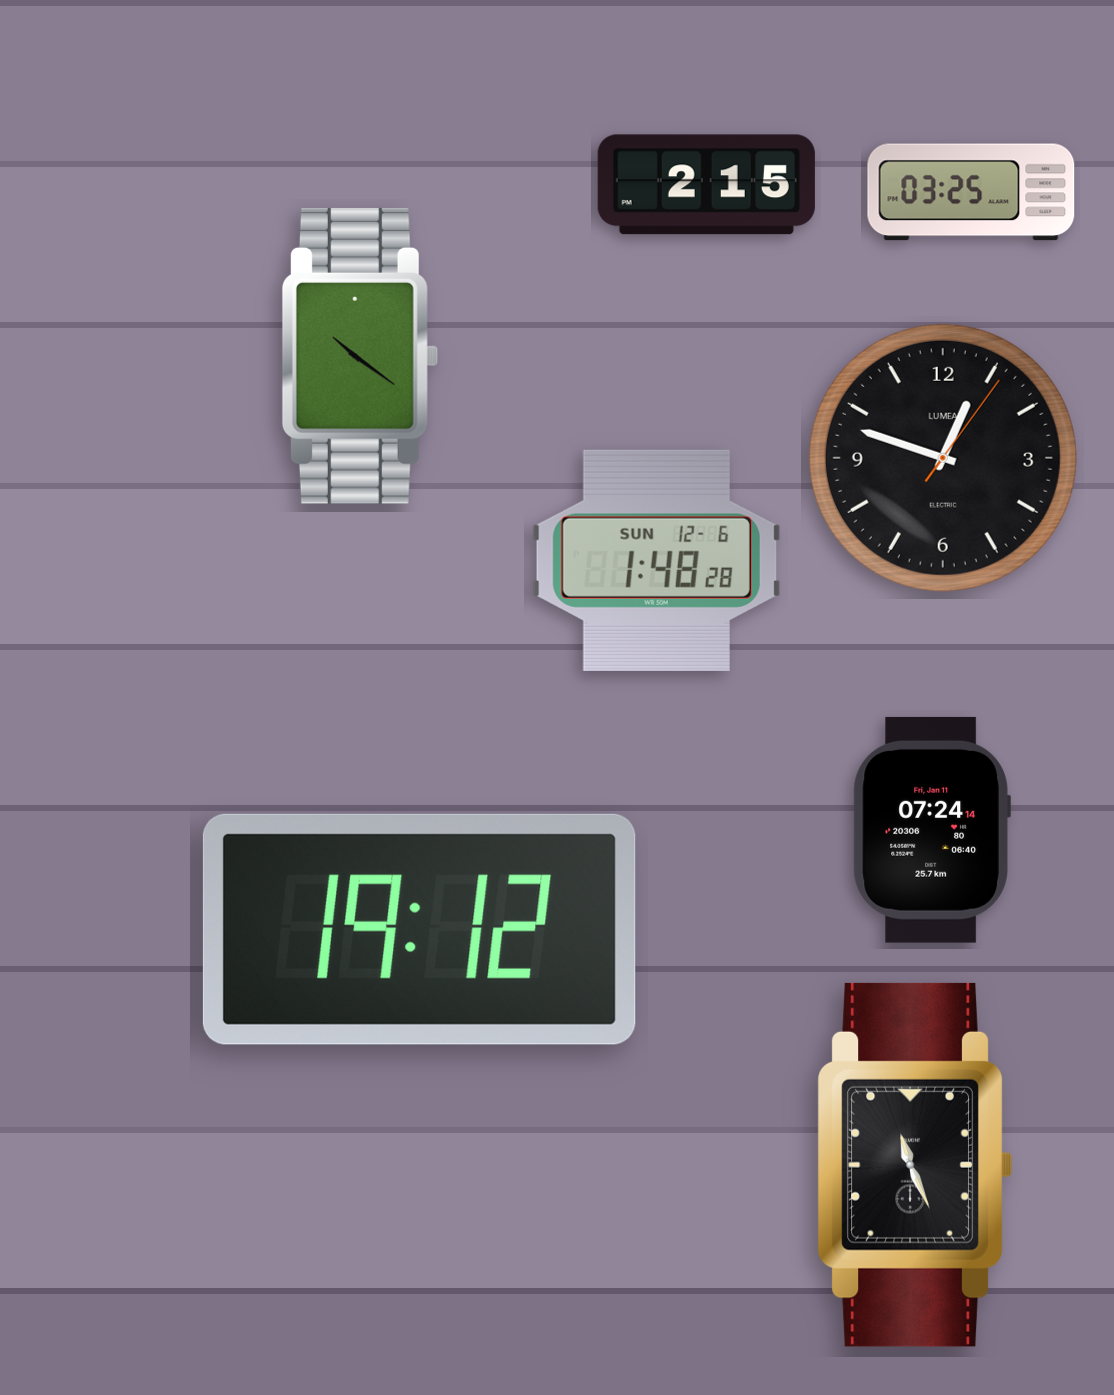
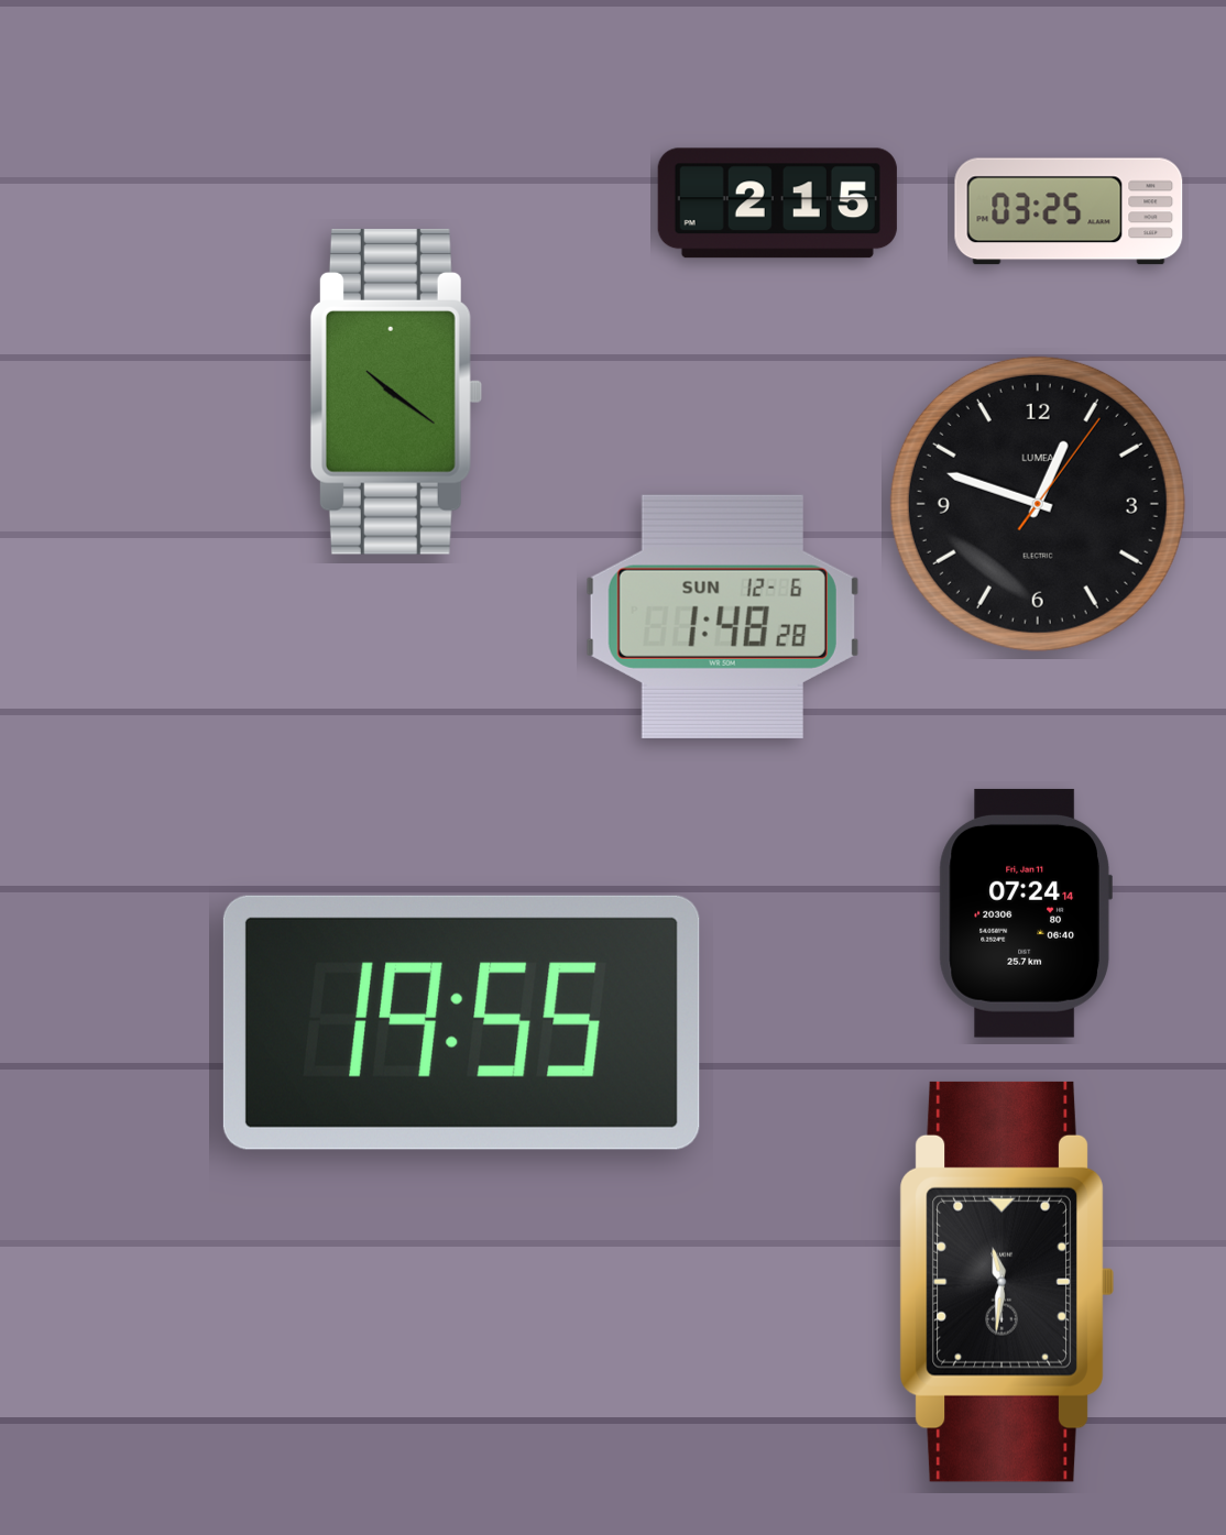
clock at (419, 929): 19:12 -> 19:55
clock at (915, 1165): 11:26 -> 11:31
